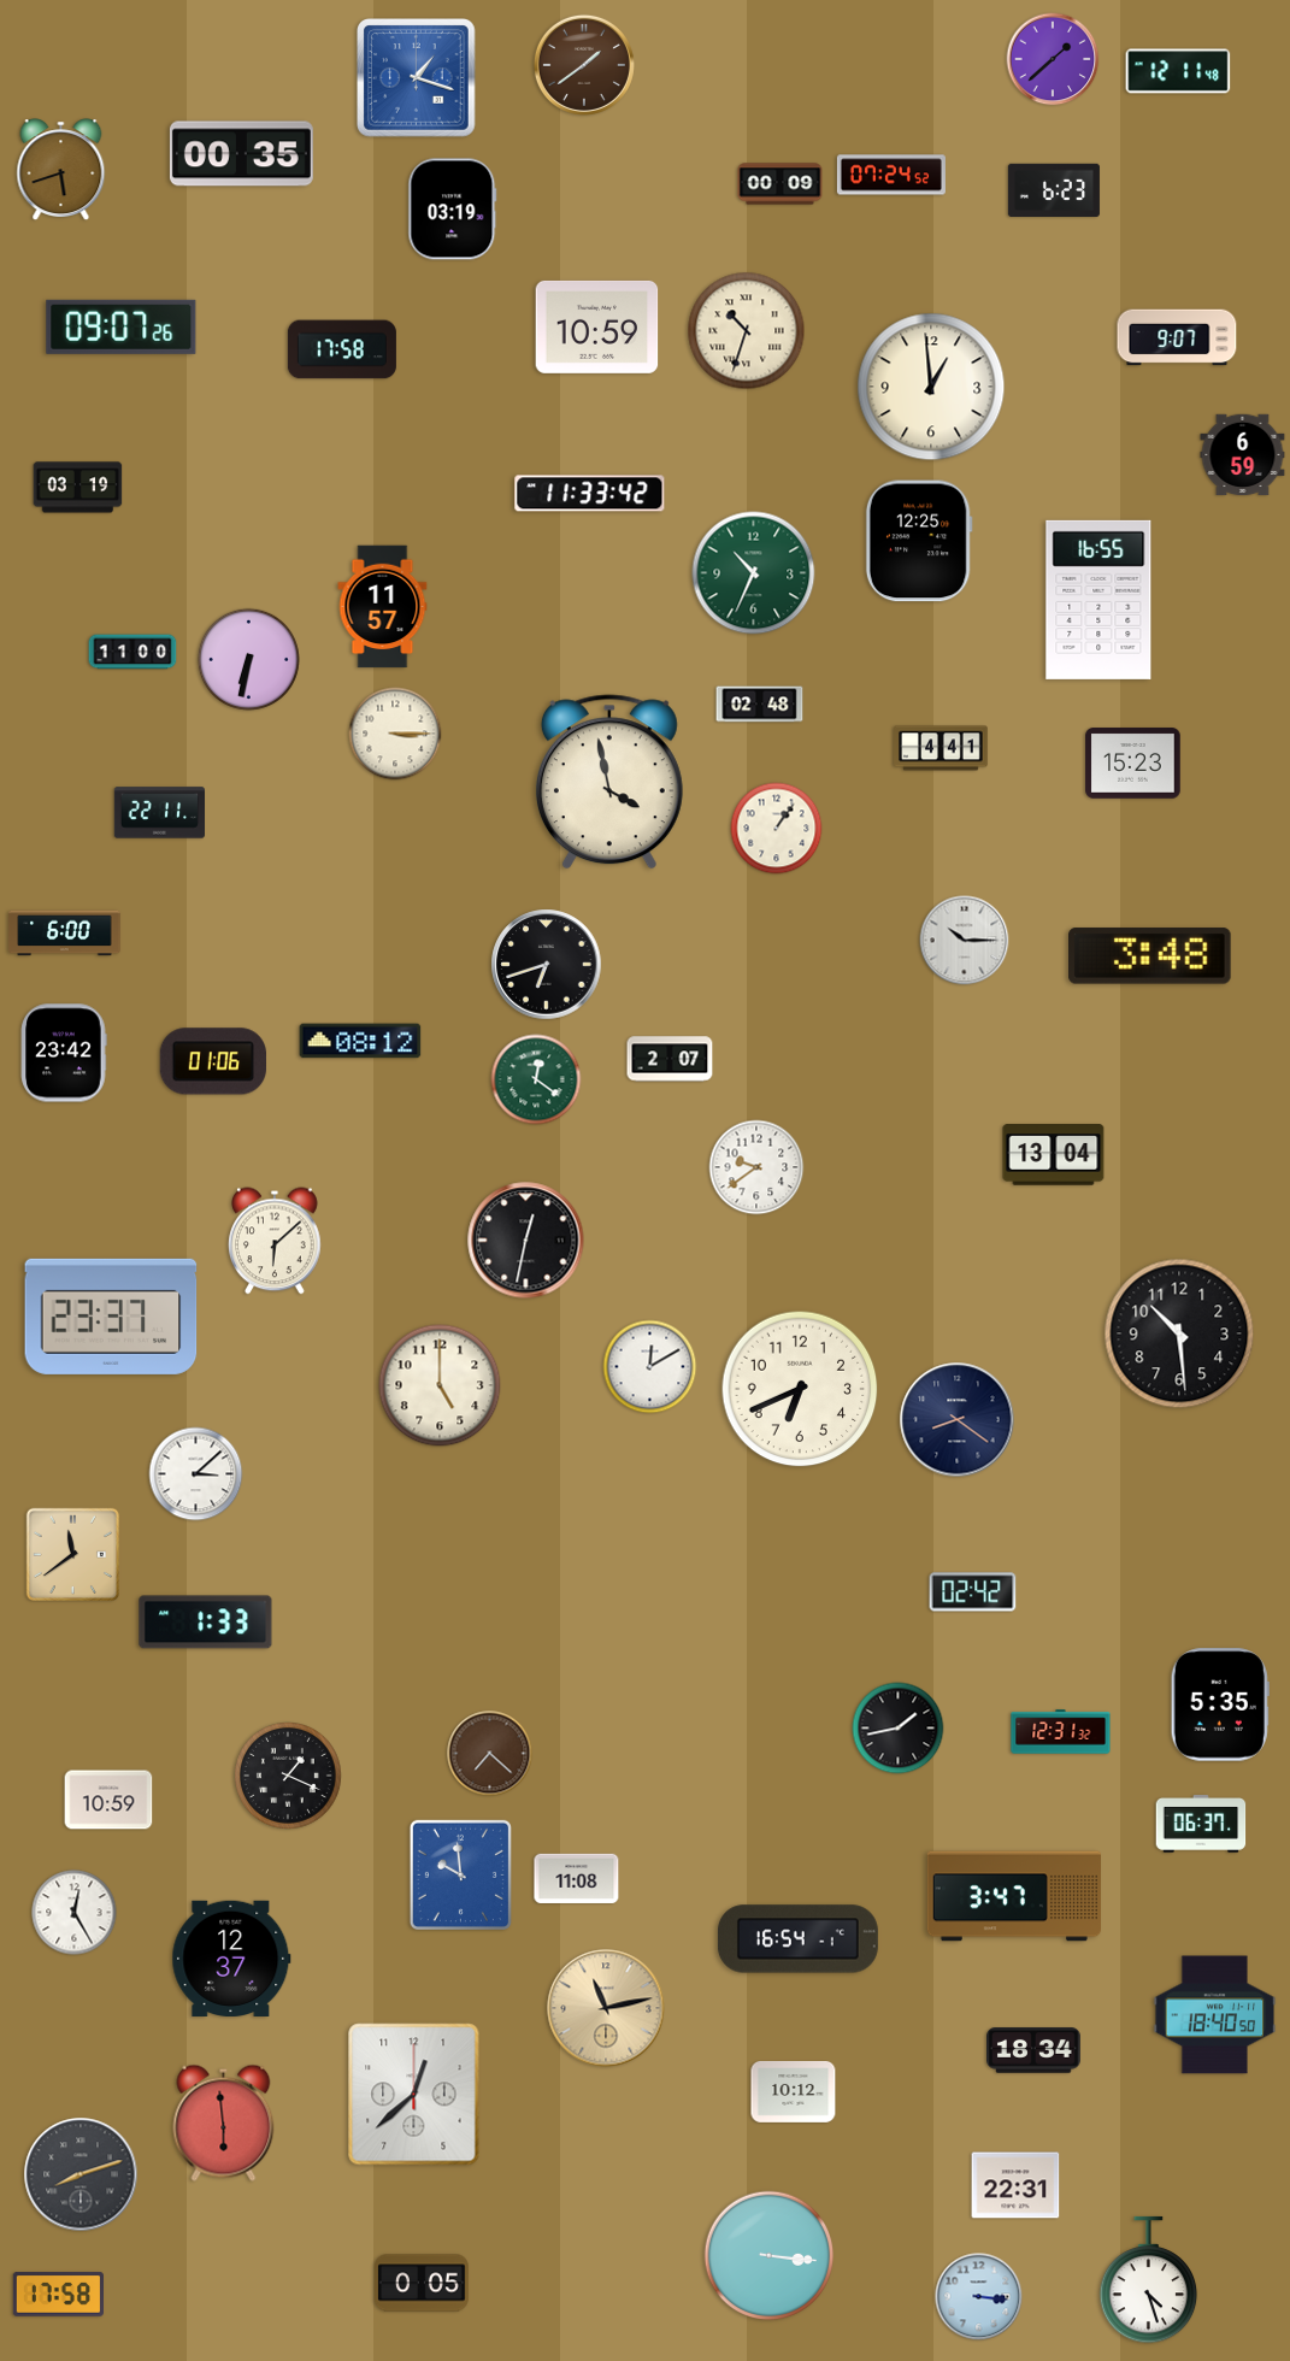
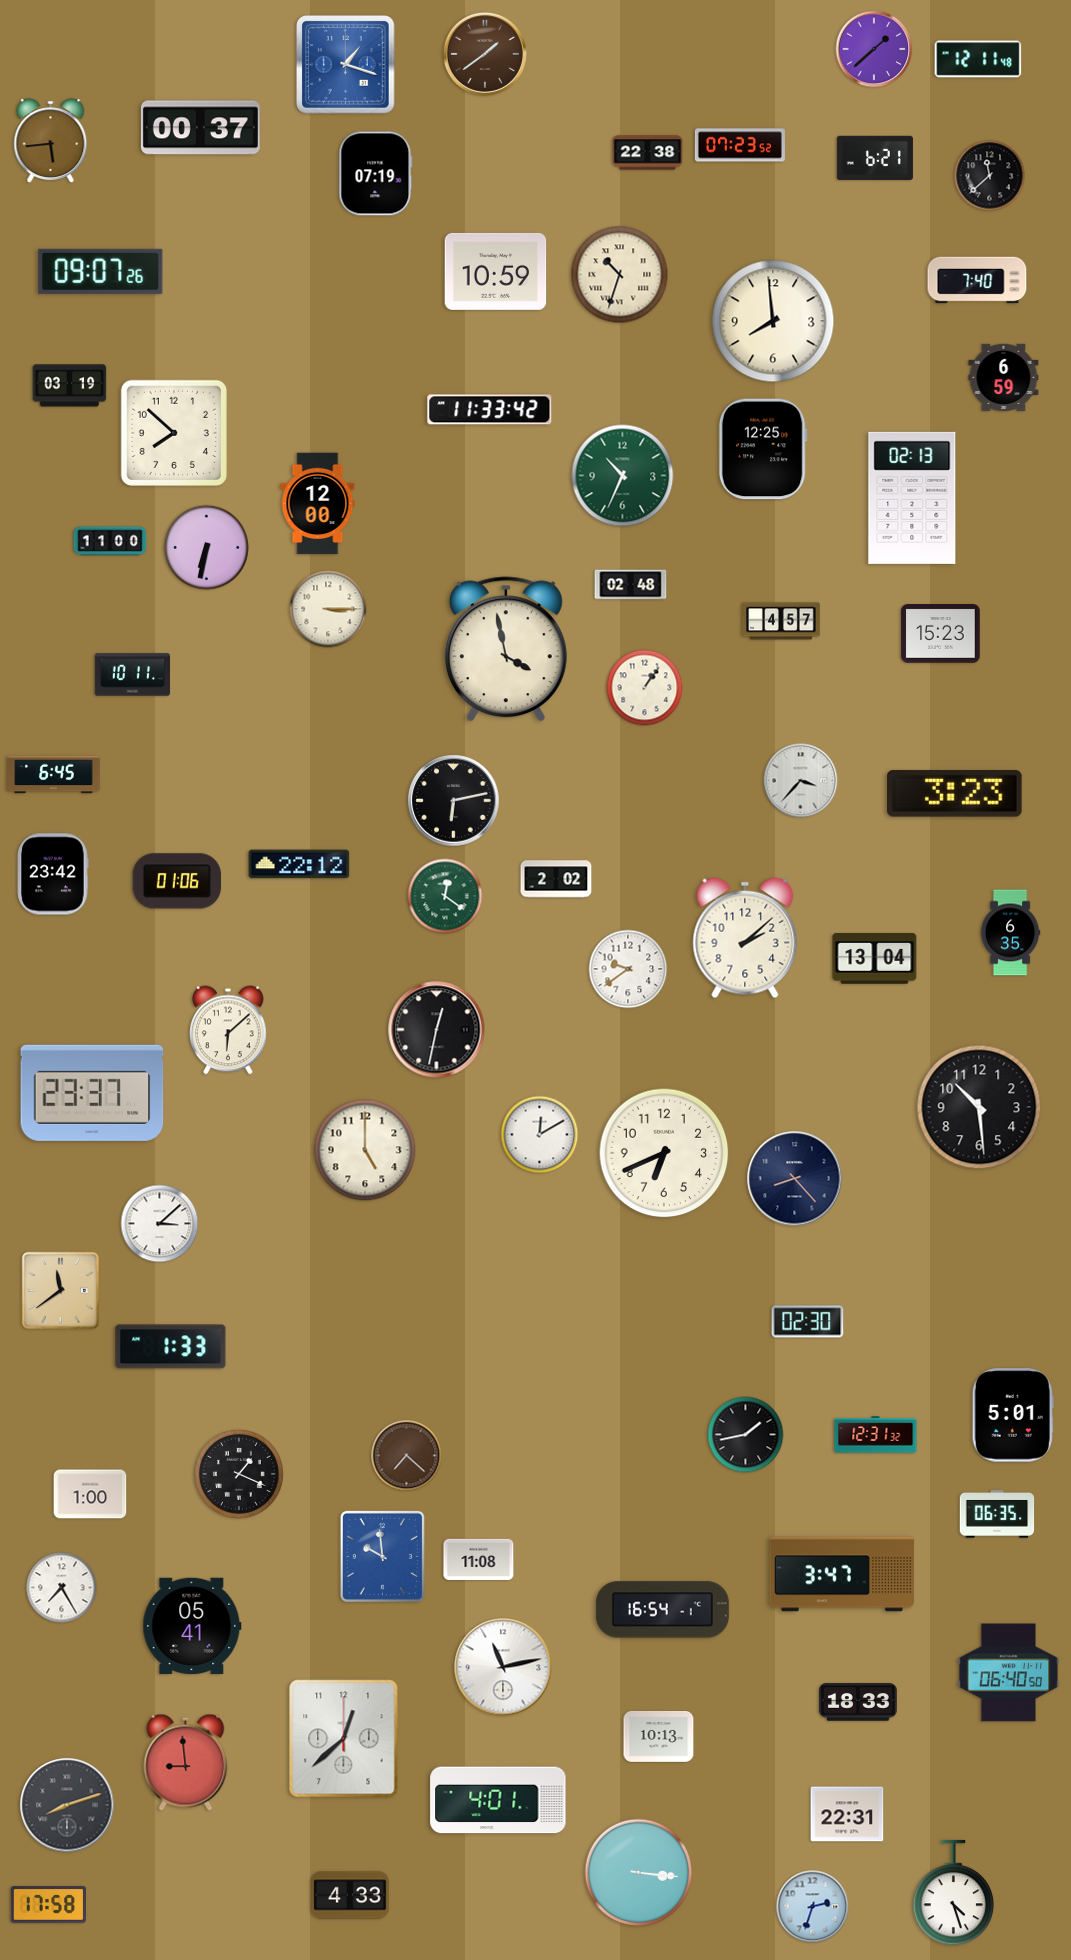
clock at (241, 154): 00:35 -> 00:37
clock at (61, 170): 5:42 -> 5:44
clock at (891, 175): 07:24 -> 07:23
clock at (781, 184): 00:09 -> 22:38
clock at (1054, 189): 6:23 -> 6:21
clock at (453, 210): 03:19 -> 07:19
clock at (990, 176): none -> 11:38
clock at (1177, 337): 9:07 -> 7:40
clock at (342, 349): 17:58 -> none
clock at (931, 387): 12:59 -> 7:59
clock at (1243, 455) position: (1243, 455) -> (1004, 378)
clock at (78, 488) position: (78, 488) -> (70, 386)
clock at (174, 433): none -> 7:52
clock at (754, 573) position: (754, 573) -> (623, 476)
clock at (1098, 600): 16:55 -> 02:13
clock at (383, 607): 11:57 -> 12:00
clock at (941, 748): 4:41 -> 4:57
clock at (159, 813): 22:11 -> 10:11
clock at (65, 934): 6:00 -> 6:45
clock at (965, 941): 10:15 -> 3:37
clock at (1150, 956): 3:48 -> 3:23
clock at (547, 965): 6:42 -> 6:13
clock at (360, 1041): 08:12 -> 22:12
clock at (670, 1059): 2:07 -> 2:02
clock at (1010, 933): none -> 6:35
clock at (745, 938): none -> 2:08
clock at (958, 1420): 8:21 -> 8:23
clock at (196, 1474) position: (196, 1474) -> (160, 1224)
clock at (973, 1592): 02:42 -> 02:30
clock at (1220, 1704): 5:35 -> 5:01
clock at (1061, 1732) position: (1061, 1732) -> (876, 1435)
clock at (108, 1800): 10:59 -> 1:00
clock at (1201, 1824): 06:37 -> 06:35
clock at (75, 1913): 12:25 -> 7:25
clock at (231, 1957): 12:37 -> 05:41
clock at (606, 2008) dial: champagne -> white
clock at (1215, 2015): 18:40 -> 06:40
clock at (1035, 2050): 18:34 -> 18:33
clock at (794, 2092): 10:12 -> 10:13
clock at (224, 2122): 5:59 -> 8:59
clock at (498, 1800): none -> 4:01
clock at (1015, 2185) position: (1015, 2185) -> (847, 1814)
clock at (423, 2283): 0:05 -> 4:33
clock at (979, 2297): 3:16 -> 2:33
